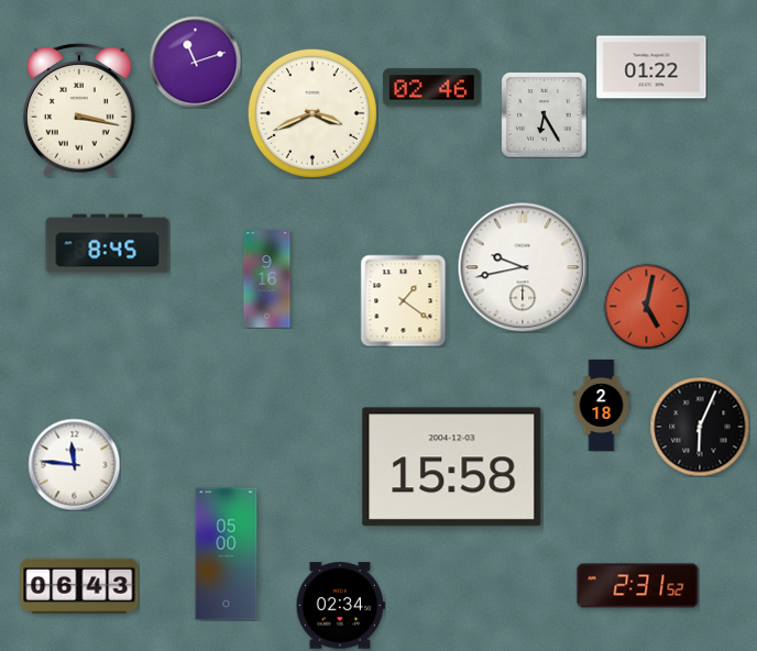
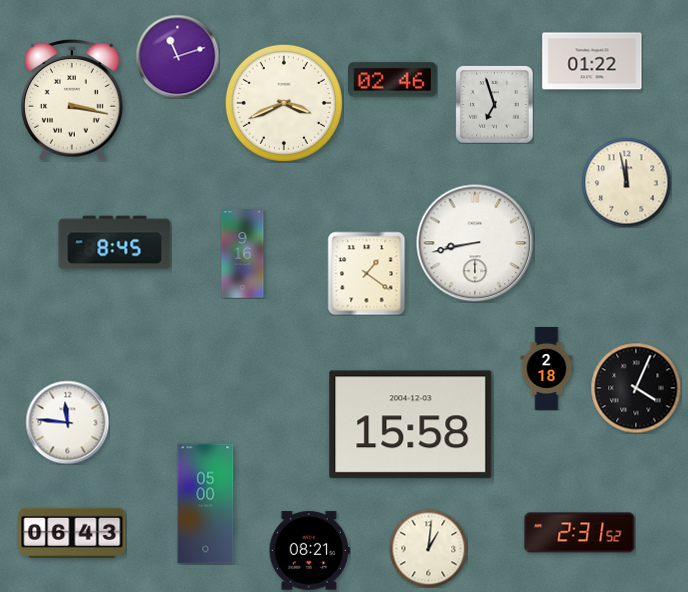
clock at (544, 114): 6:25 -> 6:57
clock at (626, 182): none -> 11:58
clock at (108, 244) position: (108, 244) -> (115, 243)
clock at (523, 267): 9:43 -> 8:43
clock at (646, 306): 5:02 -> none
clock at (700, 427): 6:04 -> 4:04
clock at (428, 548): none -> 1:01
clock at (340, 606): 02:34 -> 08:21
